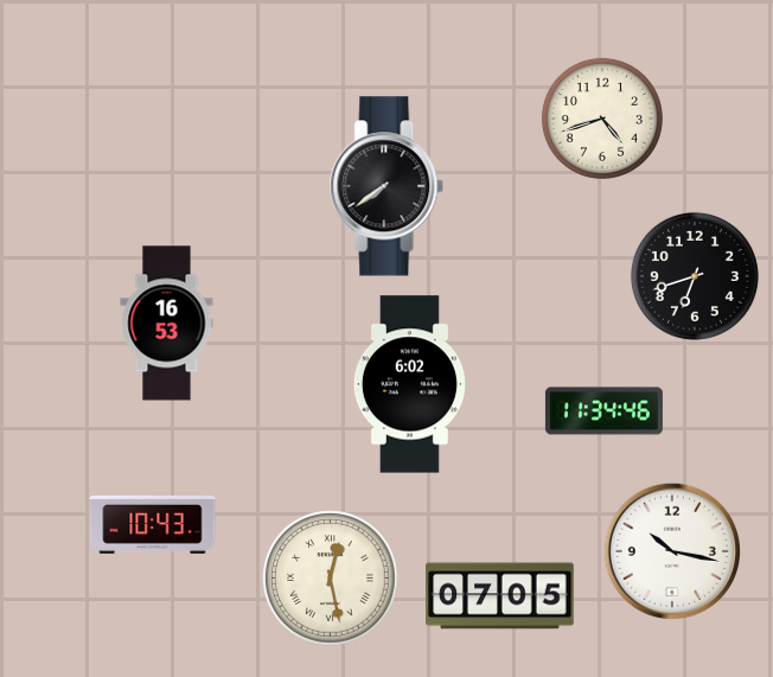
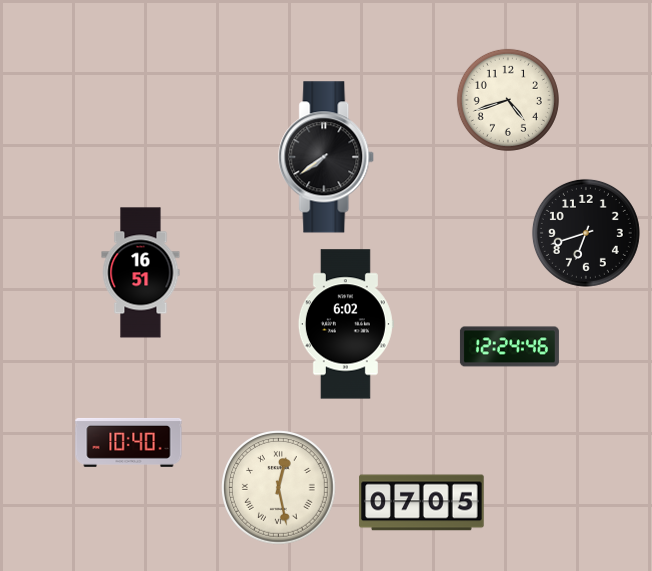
clock at (167, 324): 16:53 -> 16:51
clock at (603, 411): 11:34 -> 12:24
clock at (153, 524): 10:43 -> 10:40
clock at (671, 550): 10:17 -> none
